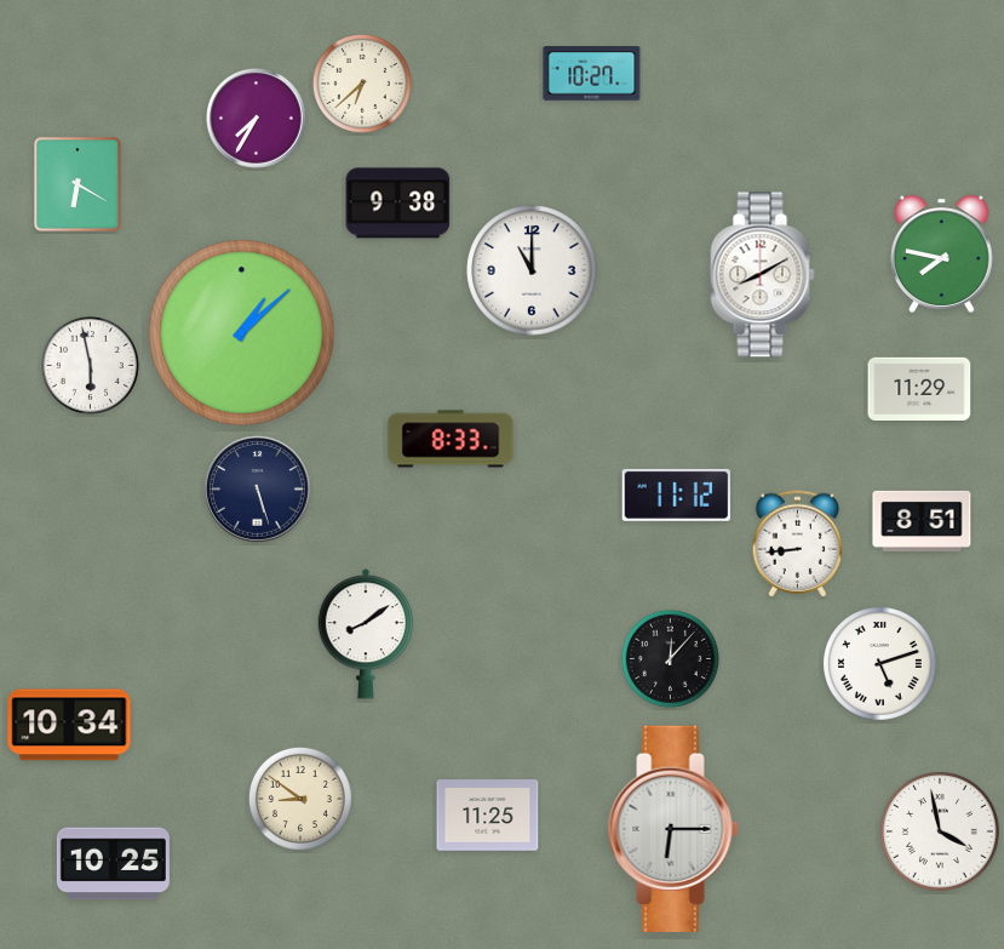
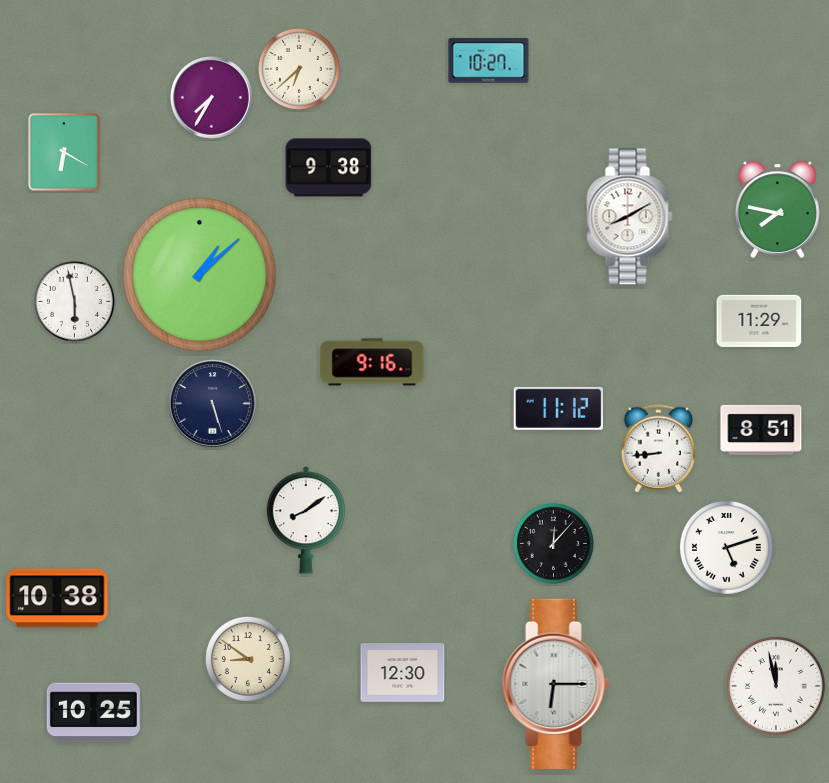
clock at (532, 270): 11:00 -> none
clock at (763, 275) position: (763, 275) -> (630, 217)
clock at (451, 439): 8:33 -> 9:16
clock at (365, 634) position: (365, 634) -> (305, 520)
clock at (69, 725): 10:34 -> 10:38
clock at (488, 816): 11:25 -> 12:30
clock at (941, 833): 3:58 -> 11:58
